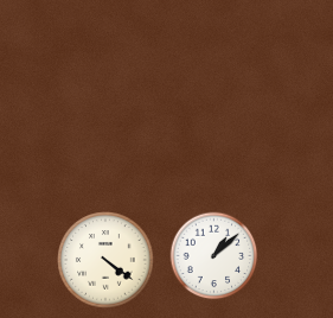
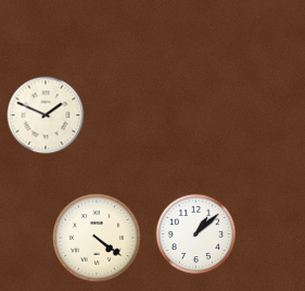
clock at (46, 115): none -> 1:49
